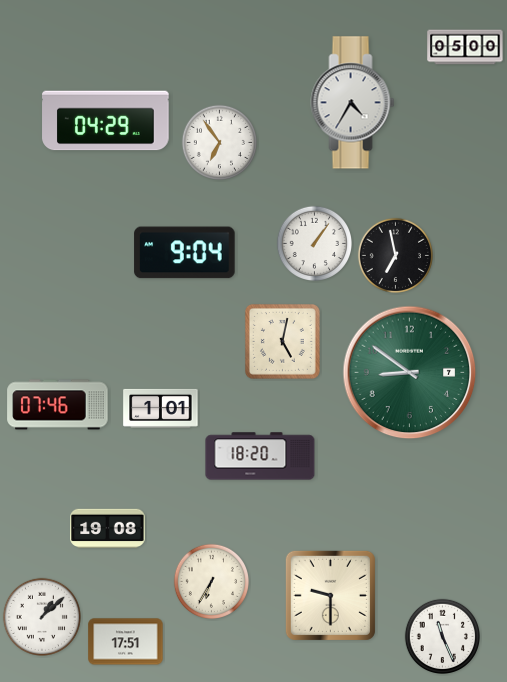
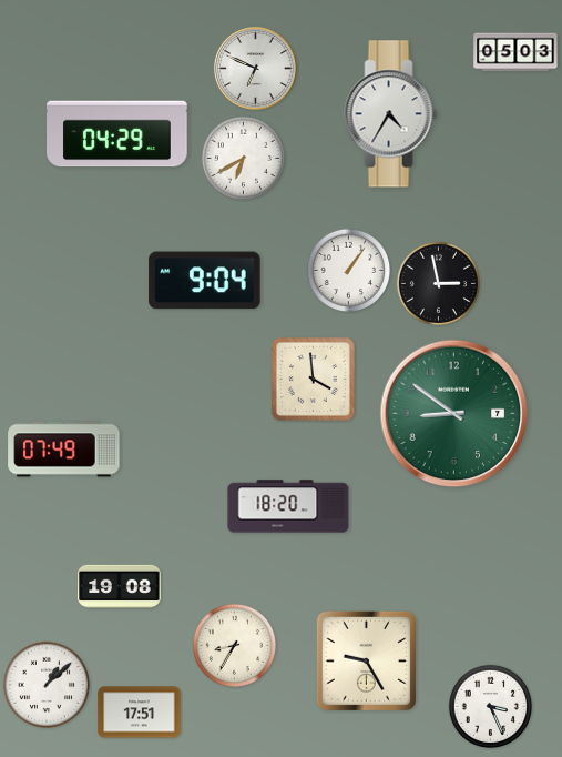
clock at (465, 47): 05:00 -> 05:03
clock at (256, 69): none -> 6:49
clock at (219, 142): 6:54 -> 6:40
clock at (395, 255): 6:58 -> 2:58
clock at (282, 341): 5:02 -> 3:59
clock at (58, 405): 07:46 -> 07:49
clock at (161, 408): 1:01 -> none
clock at (211, 581): 6:35 -> 8:35
clock at (330, 595): 9:30 -> 9:25
clock at (442, 636): 11:26 -> 3:26
